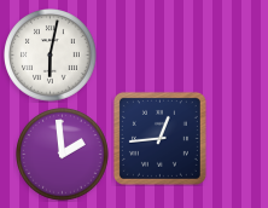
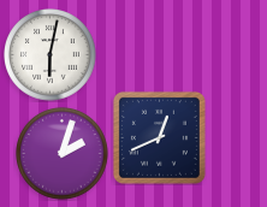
clock at (159, 138): 12:44 -> 12:41
clock at (63, 155): 1:59 -> 2:03
